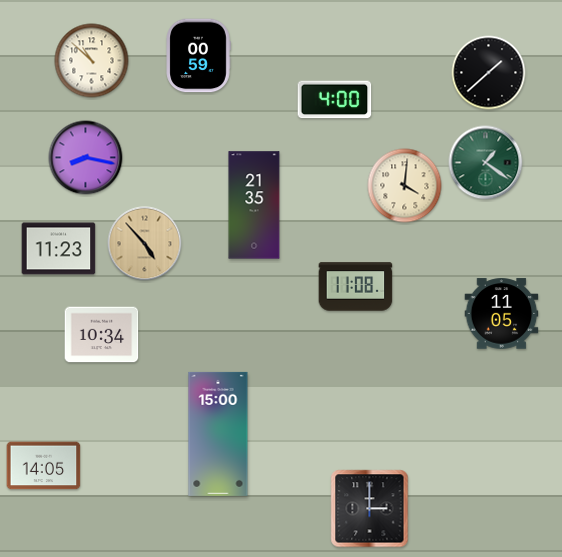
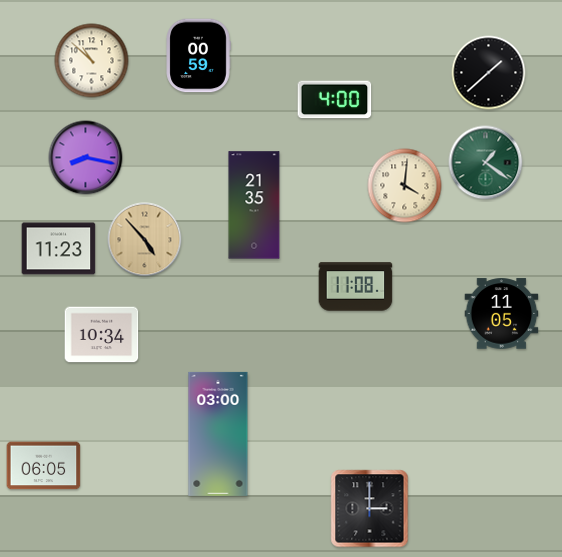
clock at (145, 244) position: (145, 244) -> (145, 240)
clock at (218, 434): 15:00 -> 03:00
clock at (44, 466): 14:05 -> 06:05
